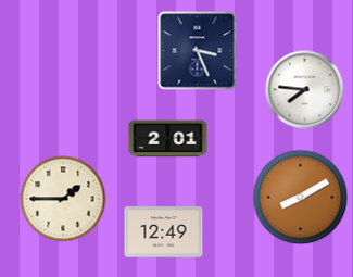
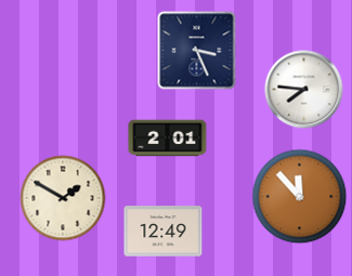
clock at (301, 198): 8:10 -> 11:53
clock at (63, 199): 1:45 -> 1:50
